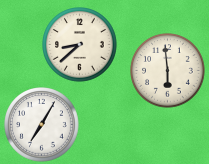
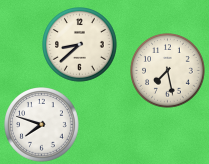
clock at (168, 71): 5:59 -> 7:28
clock at (42, 125): 7:05 -> 7:48
